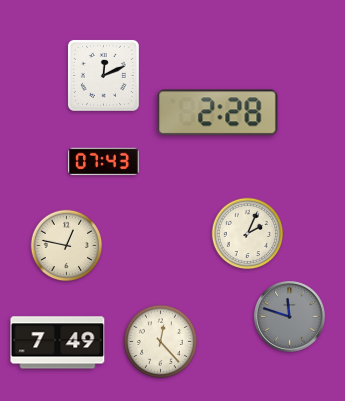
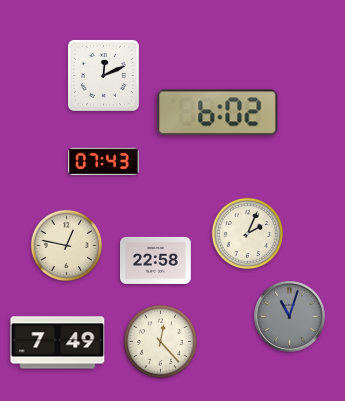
clock at (218, 113): 2:28 -> 6:02
clock at (156, 260): none -> 22:58
clock at (290, 317): 11:48 -> 11:03
